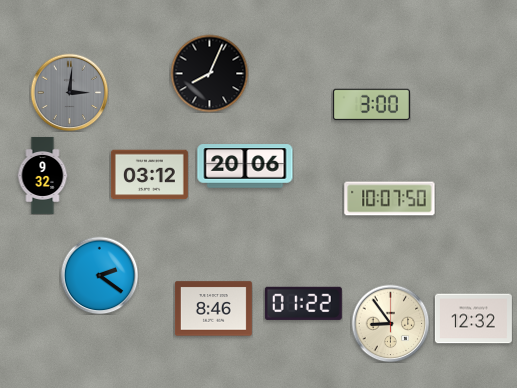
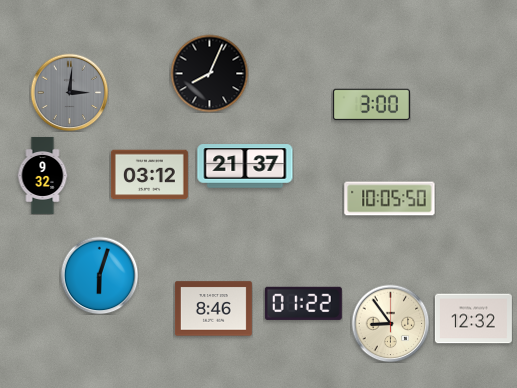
clock at (245, 166): 20:06 -> 21:37
clock at (390, 199): 10:07 -> 10:05
clock at (99, 275): 2:21 -> 6:03
